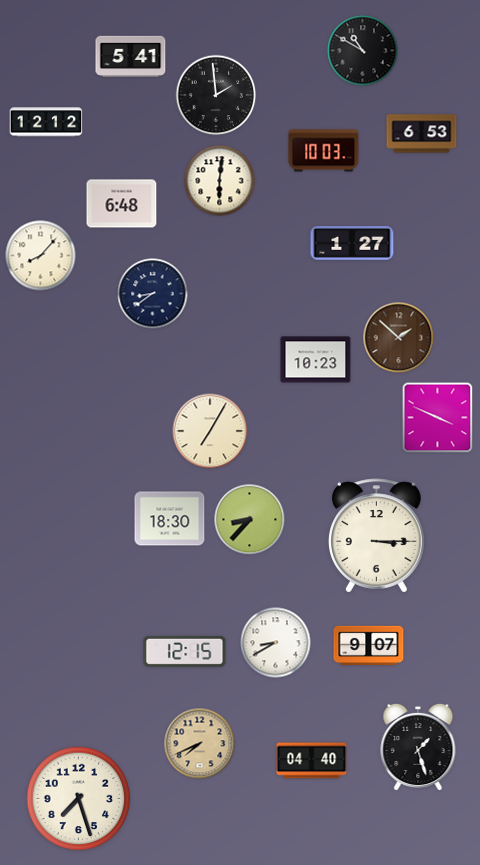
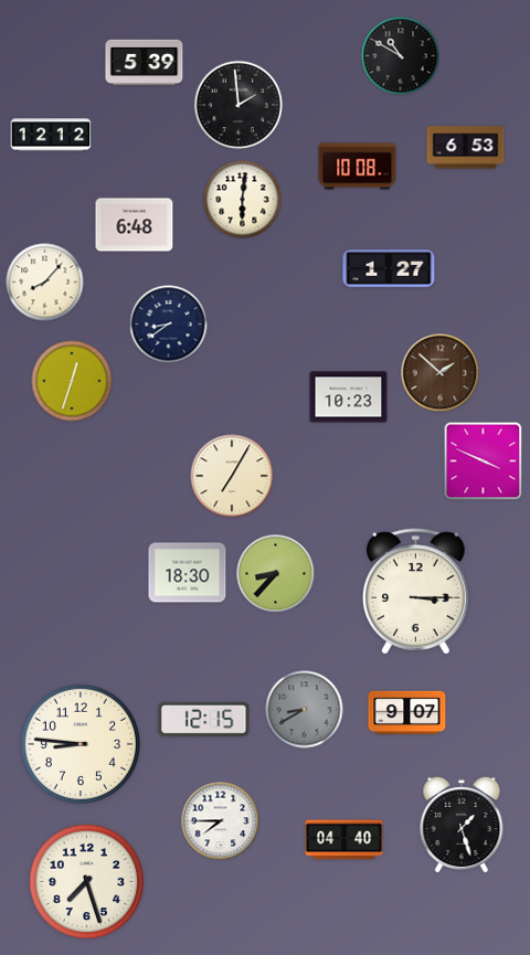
clock at (131, 56): 5:41 -> 5:39
clock at (324, 151): 10:03 -> 10:08
clock at (72, 381): none -> 12:33
clock at (276, 643) dial: white -> grey
clock at (81, 744): none -> 8:46
clock at (200, 744): 7:41 -> 7:45
clock at (200, 744) dial: champagne -> white
